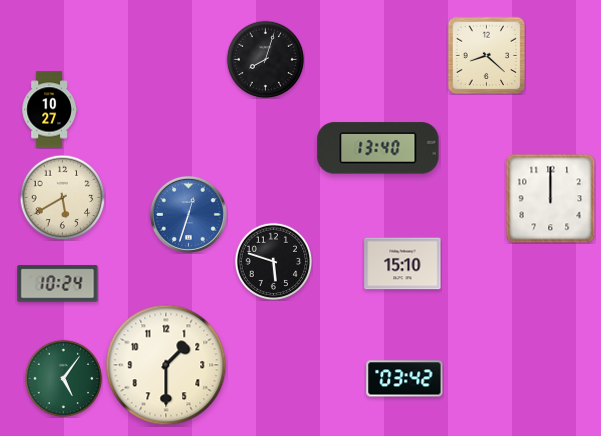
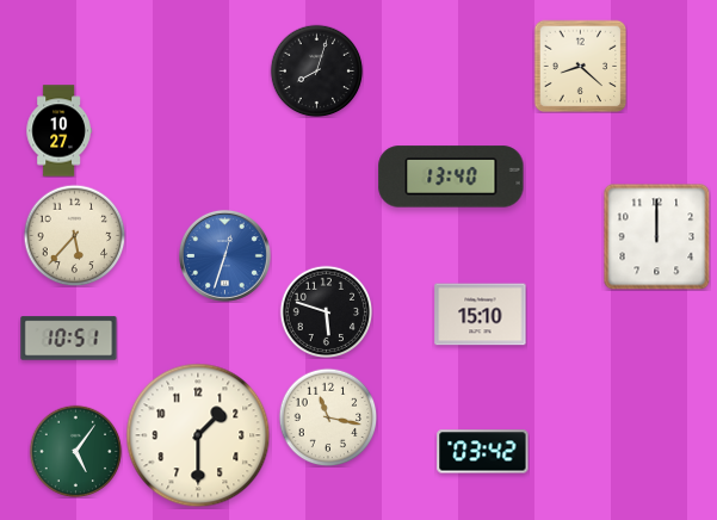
clock at (62, 197): 5:40 -> 5:37
clock at (58, 284): 10:24 -> 10:51
clock at (328, 417): none -> 11:17
